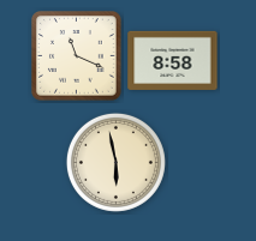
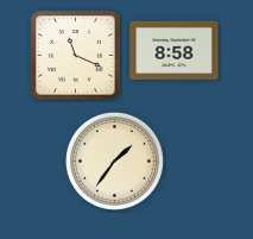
clock at (173, 60) position: (173, 60) -> (175, 50)
clock at (115, 162): 5:58 -> 1:36
